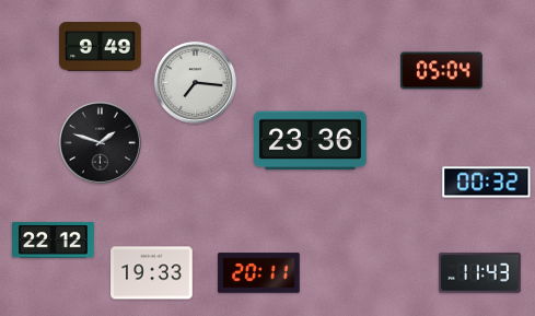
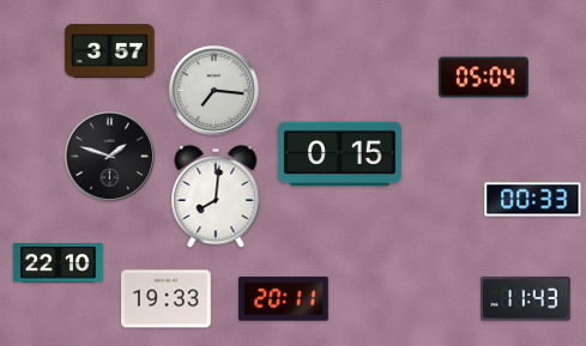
clock at (101, 47): 9:49 -> 3:57
clock at (311, 141): 23:36 -> 0:15
clock at (216, 196): none -> 8:01
clock at (487, 183): 00:32 -> 00:33
clock at (54, 241): 22:12 -> 22:10
